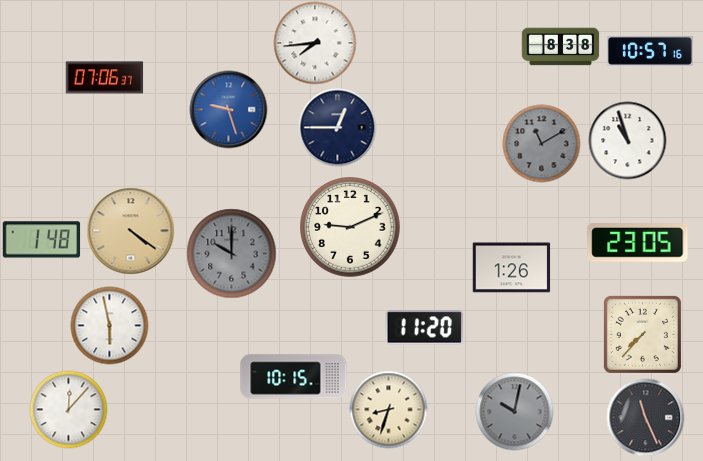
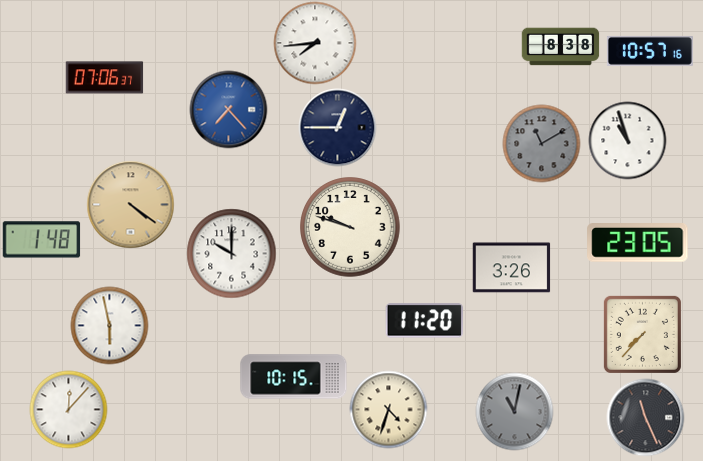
clock at (228, 109): 9:27 -> 7:23
clock at (350, 227): 9:11 -> 9:48
clock at (130, 230) position: (130, 230) -> (130, 204)
clock at (231, 253) dial: grey -> white
clock at (511, 268): 1:26 -> 3:26
clock at (424, 328) position: (424, 328) -> (424, 321)
clock at (388, 409): 8:33 -> 4:33
clock at (514, 411): 10:02 -> 11:02
